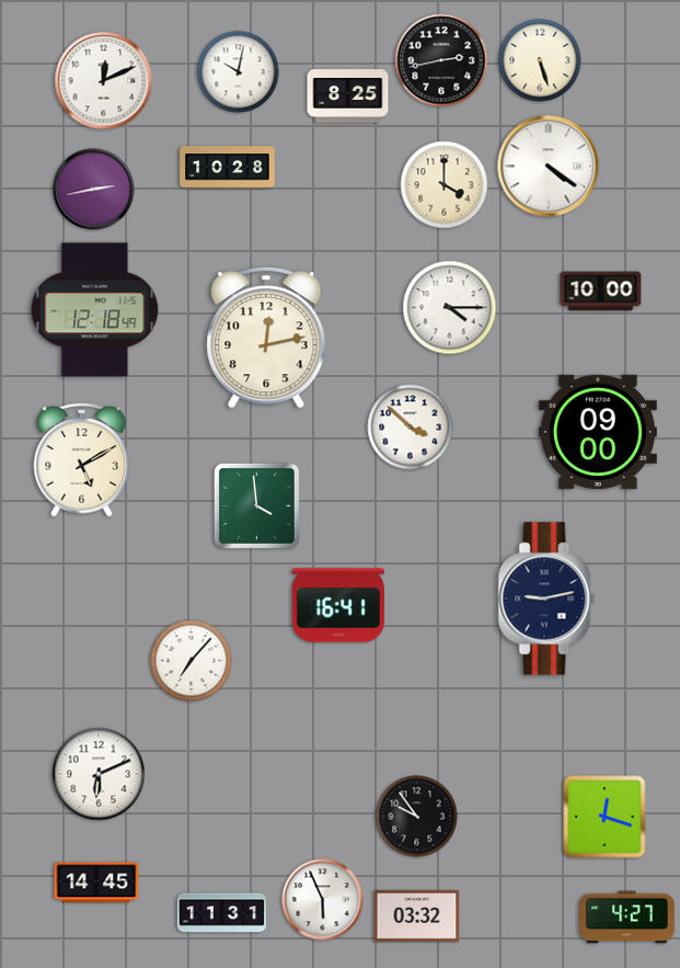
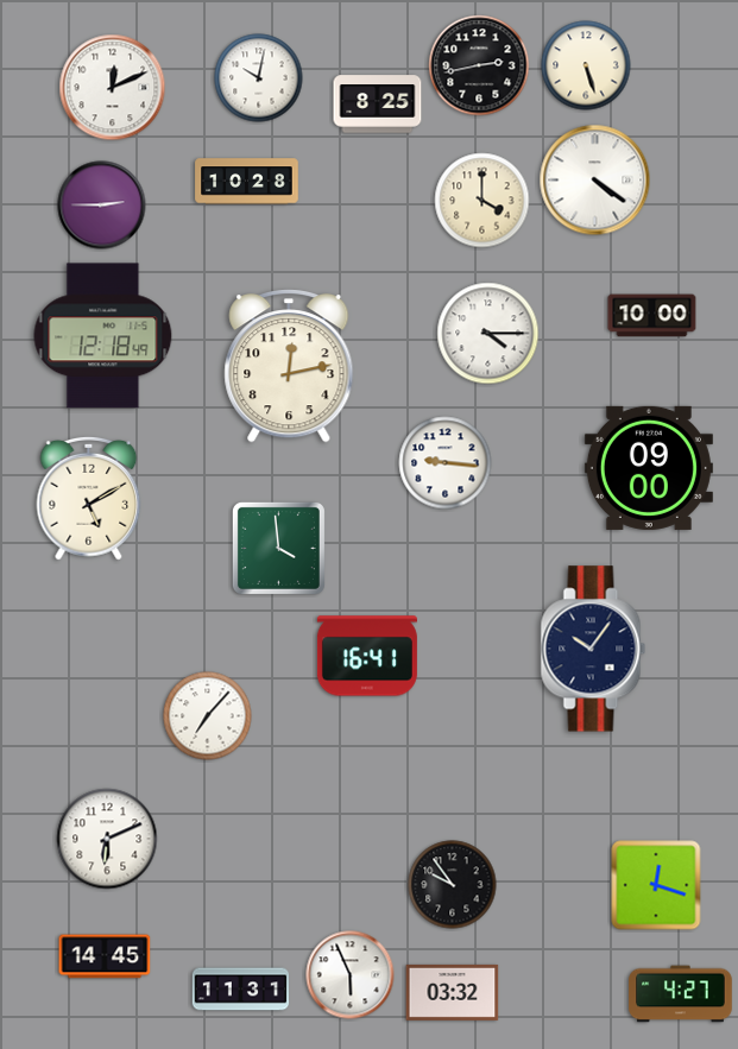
clock at (94, 190): 2:43 -> 2:45
clock at (411, 428): 3:52 -> 9:16
clock at (546, 599): 9:13 -> 10:06
